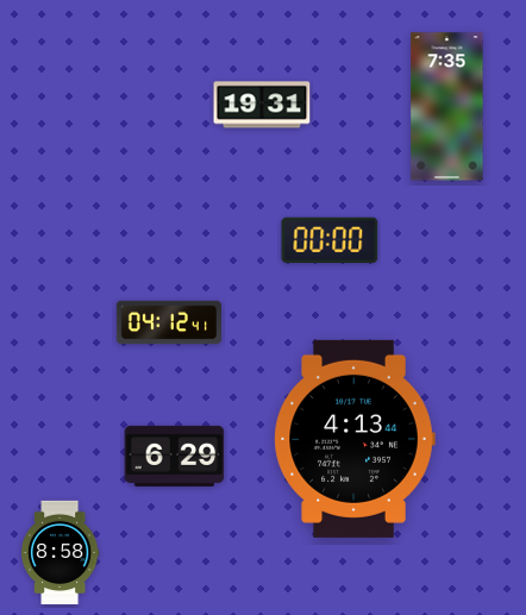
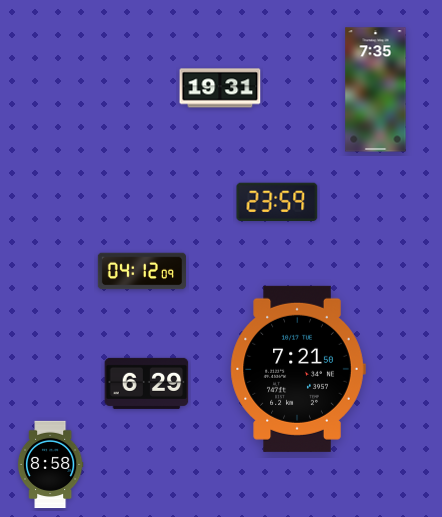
clock at (330, 239): 00:00 -> 23:59
clock at (169, 322): 04:12:41 -> 04:12:09
clock at (355, 439): 4:13 -> 7:21
